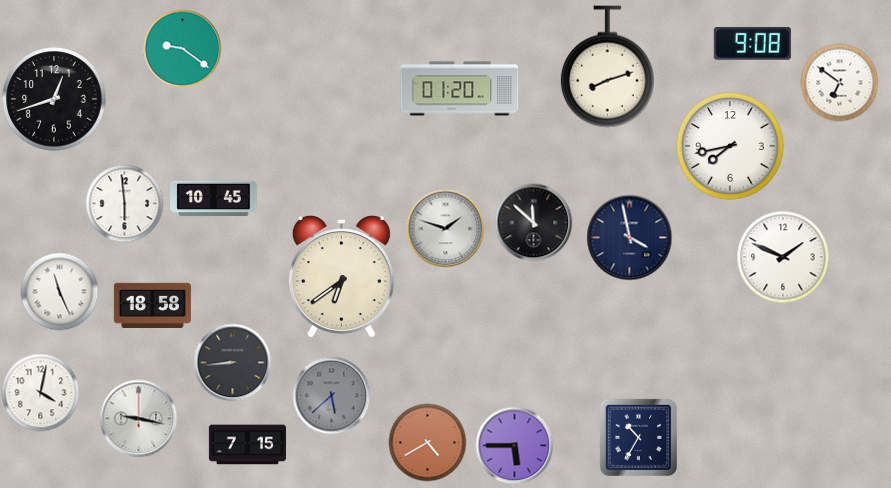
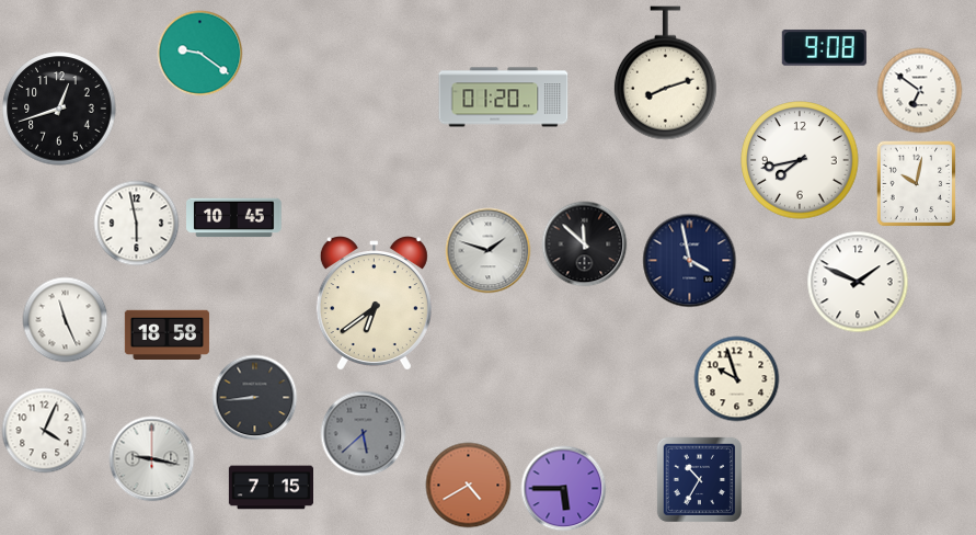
clock at (917, 183): none -> 10:02
clock at (124, 203): 5:59 -> 5:58
clock at (736, 378): none -> 9:57
clock at (40, 392): 4:02 -> 4:04
